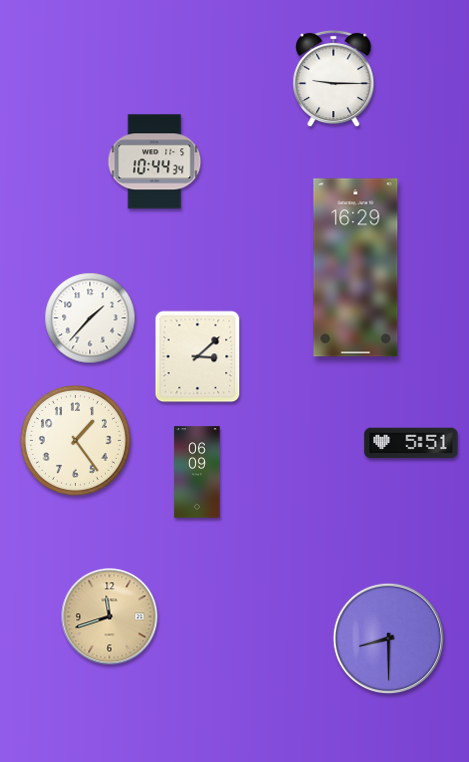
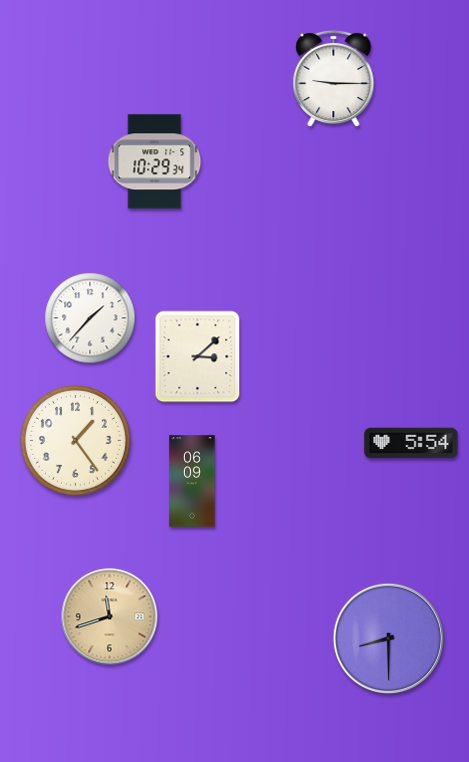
clock at (155, 162): 10:44 -> 10:29
clock at (356, 268): 16:29 -> none
clock at (411, 443): 5:51 -> 5:54
clock at (197, 472) position: (197, 472) -> (192, 481)
